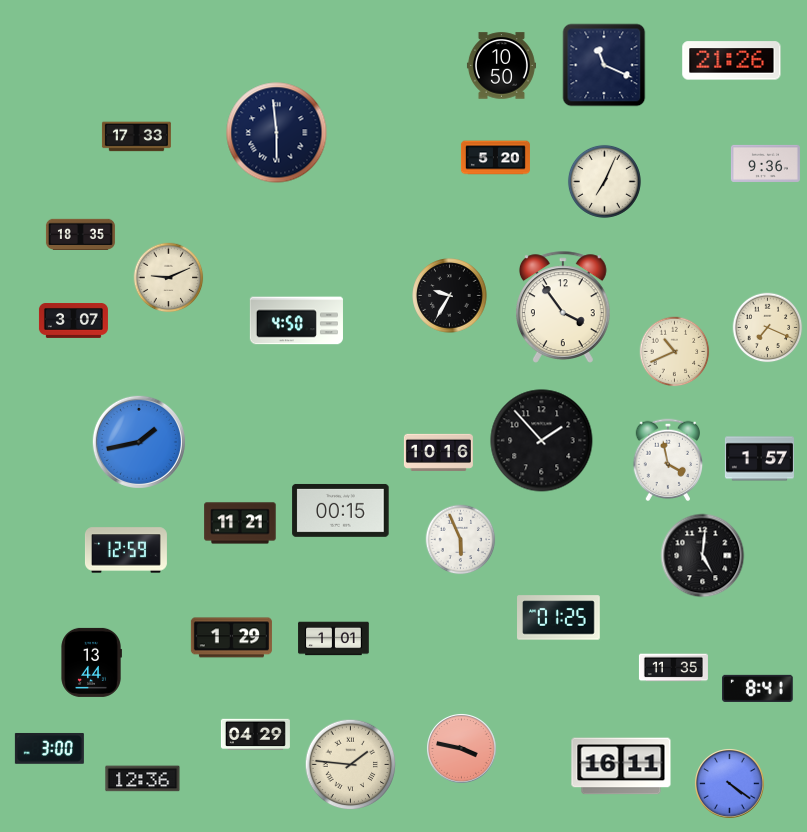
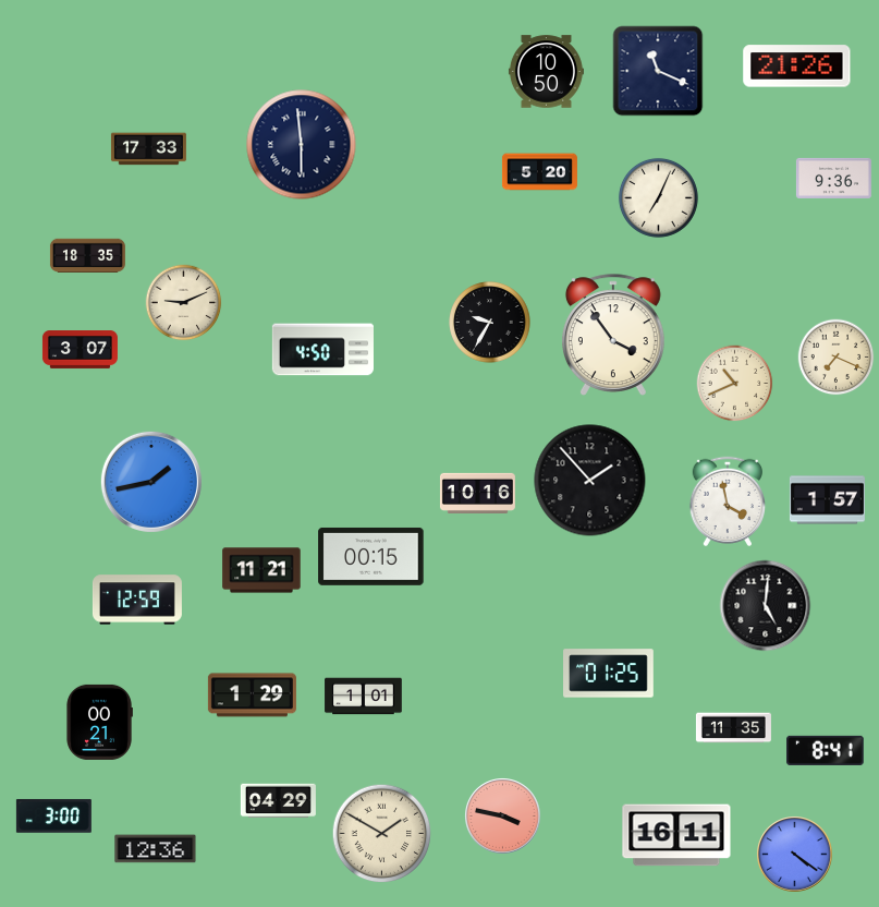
clock at (461, 540): 5:56 -> none
clock at (91, 662): 13:44 -> 00:21
clock at (351, 765): 1:46 -> 1:50
